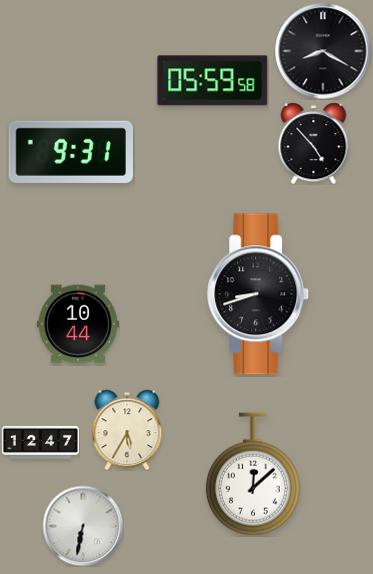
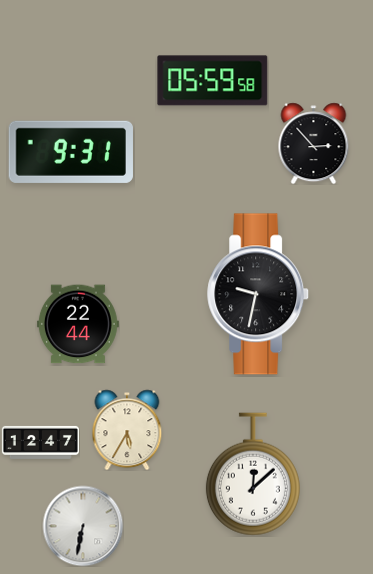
clock at (323, 51): 8:20 -> none
clock at (314, 143): 4:53 -> 2:53
clock at (259, 294): 8:42 -> 9:32
clock at (78, 324): 10:44 -> 22:44
